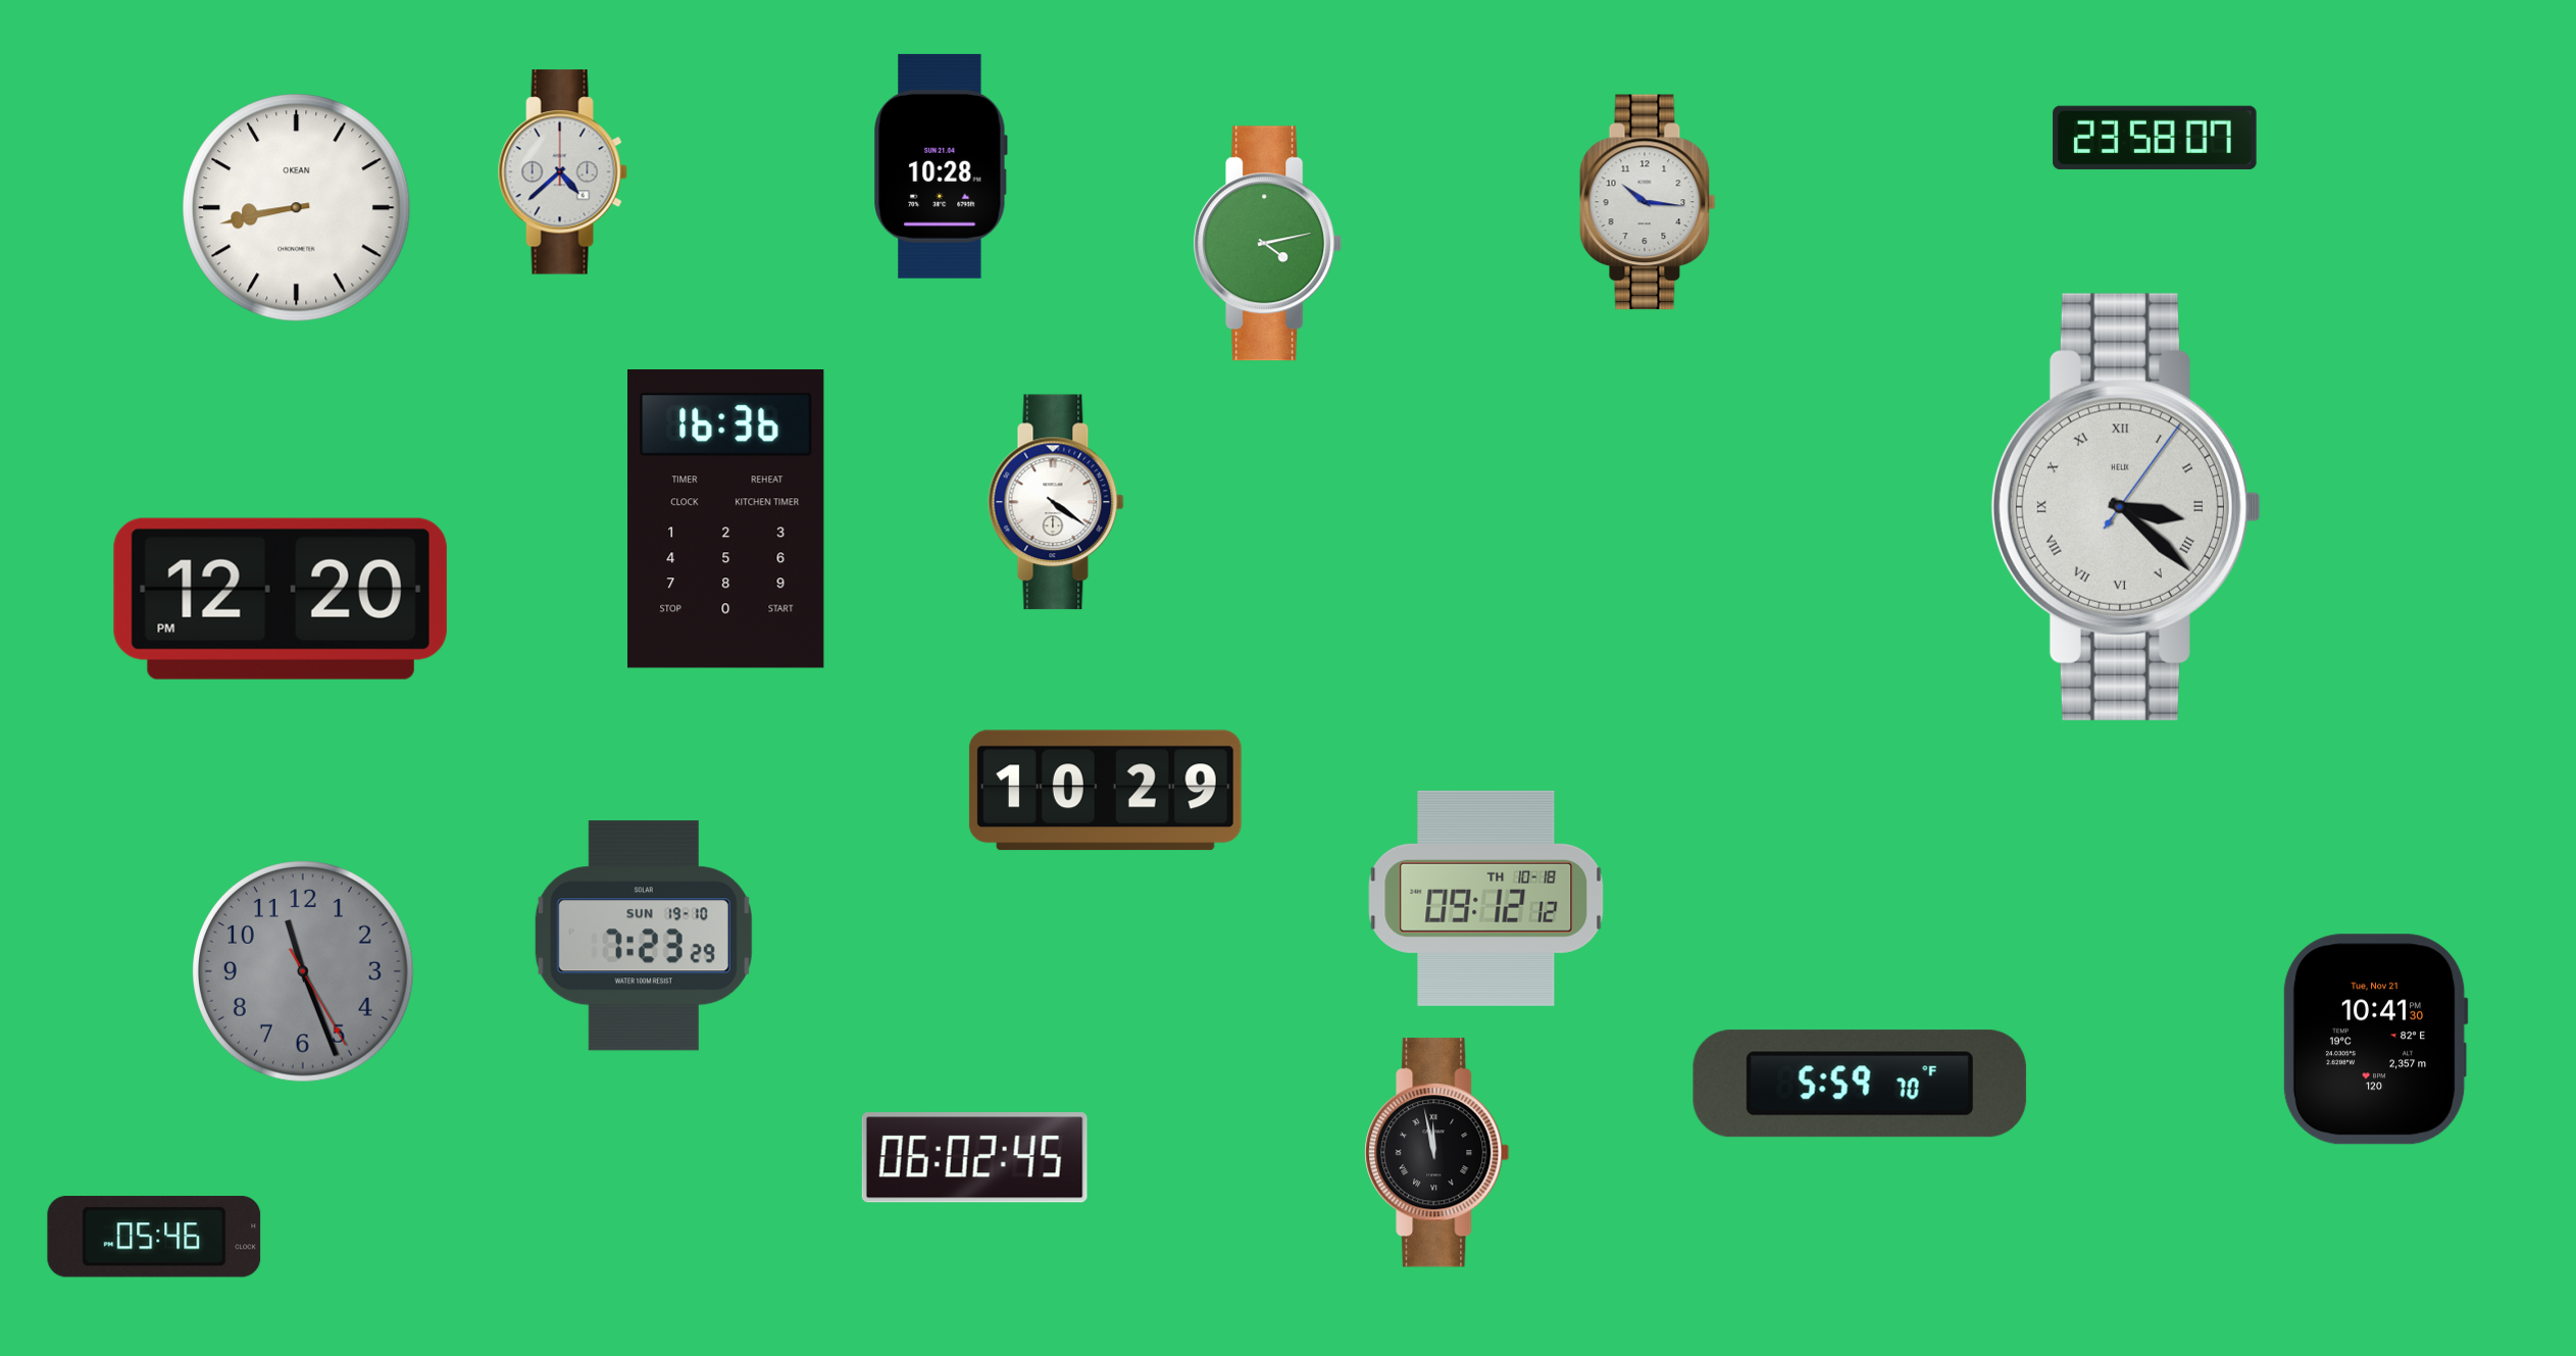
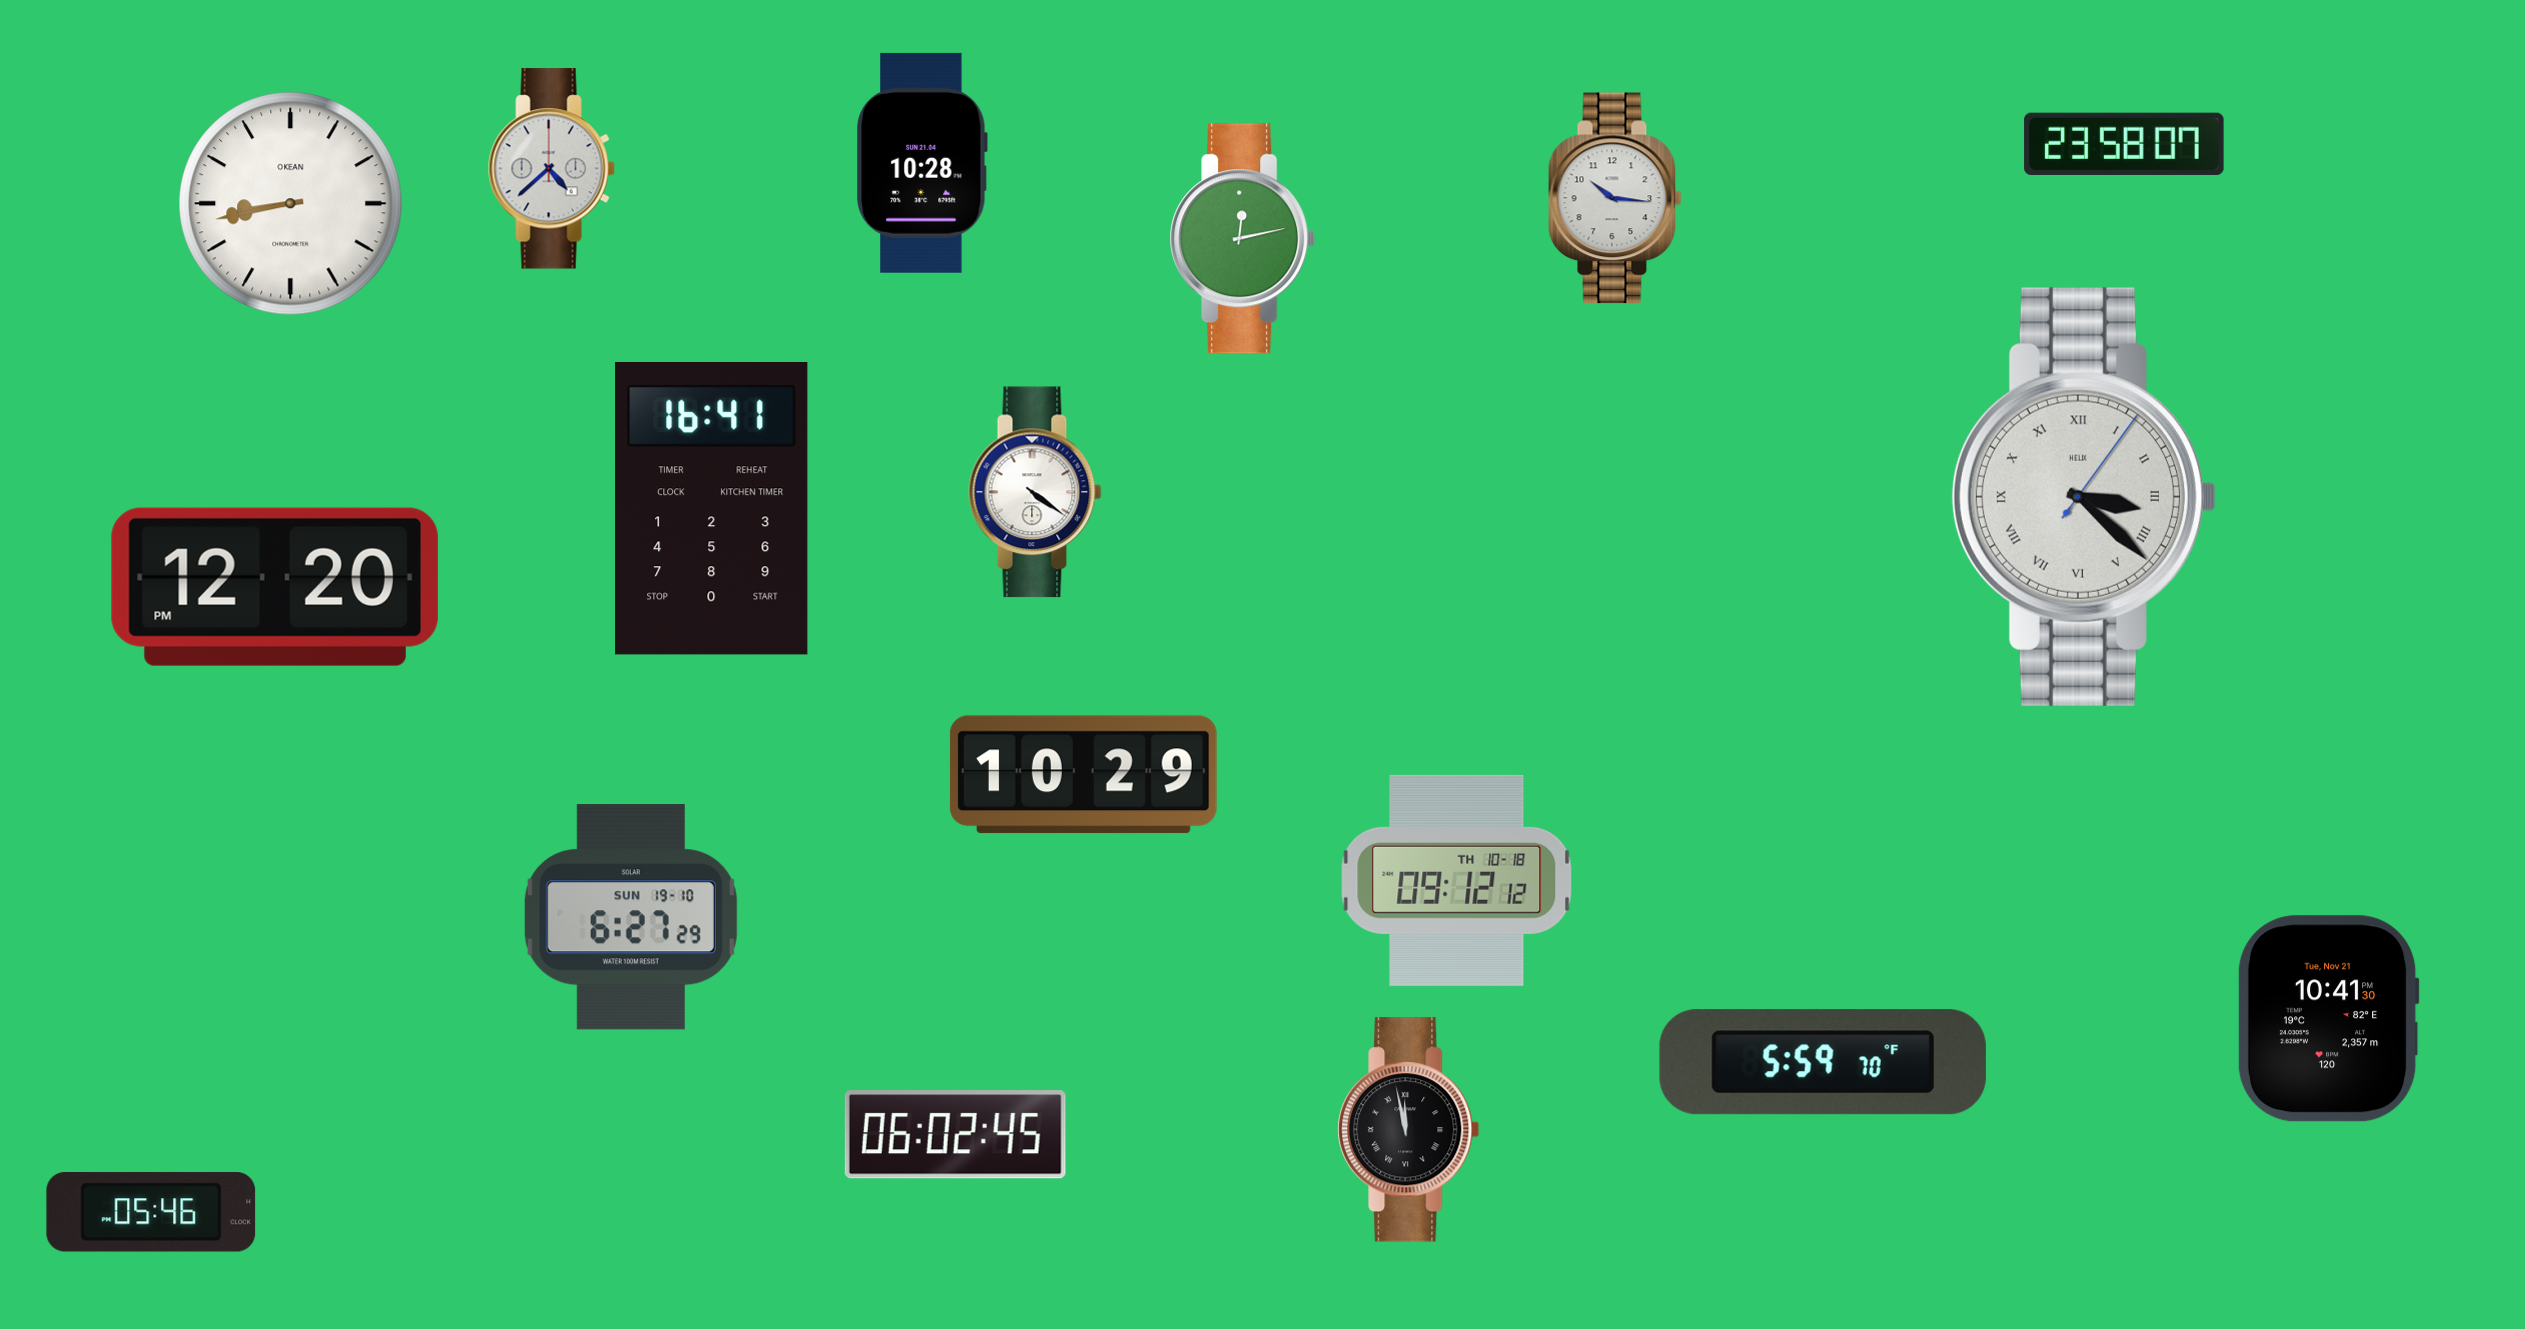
clock at (2155, 138) position: (2155, 138) -> (2124, 144)
clock at (1268, 244): 4:13 -> 12:13
clock at (726, 519): 16:36 -> 16:41
clock at (644, 936): 7:23 -> 6:27
clock at (304, 972): 11:26 -> none
